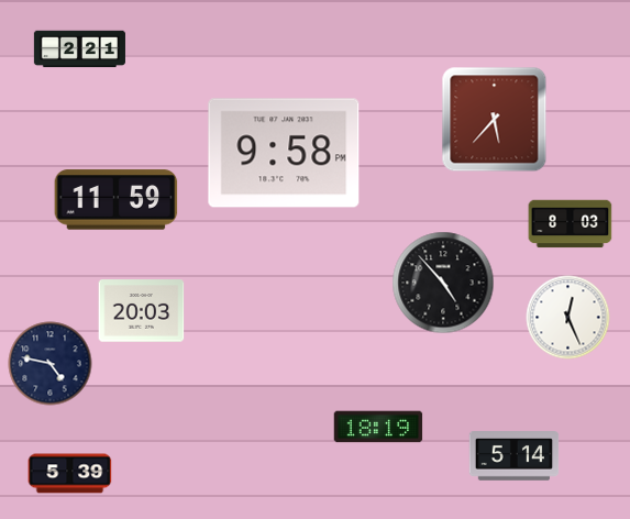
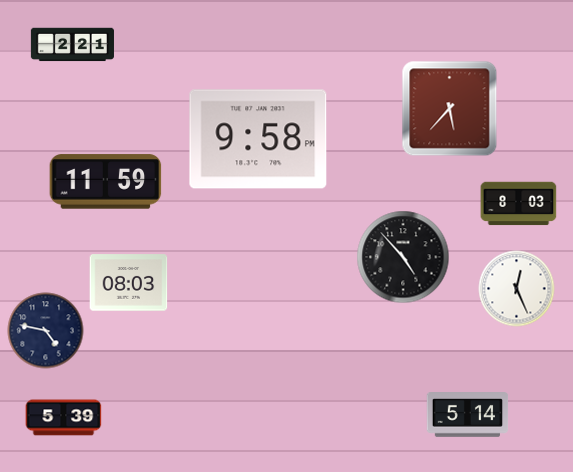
clock at (142, 311): 20:03 -> 08:03
clock at (378, 427): 18:19 -> none
clock at (70, 474) position: (70, 474) -> (64, 418)
